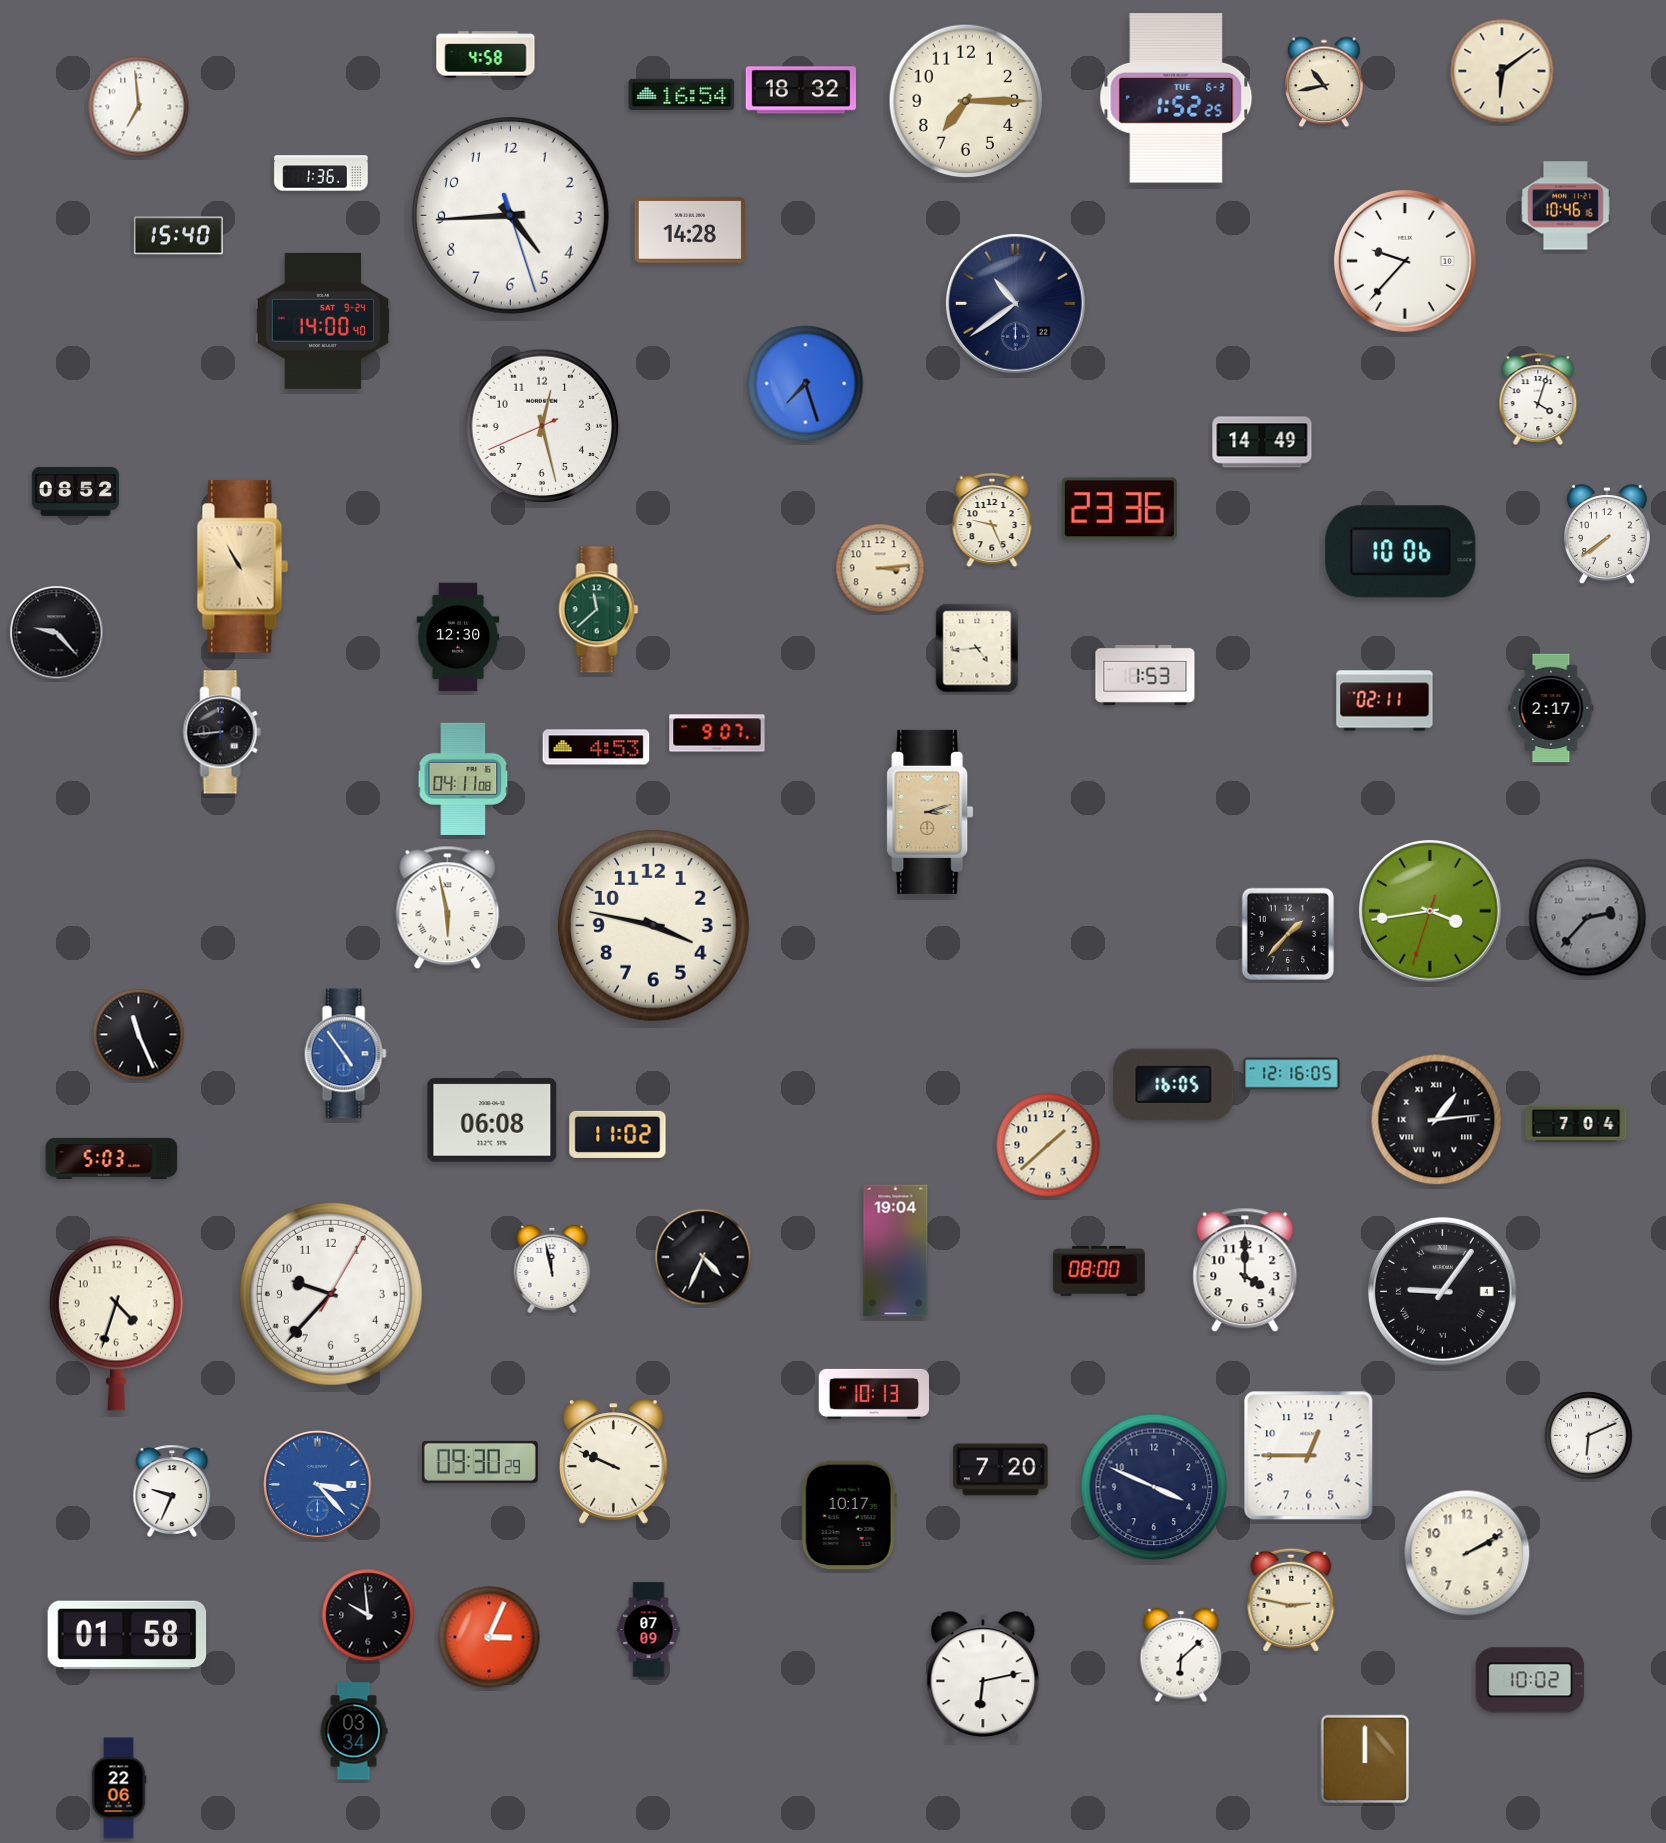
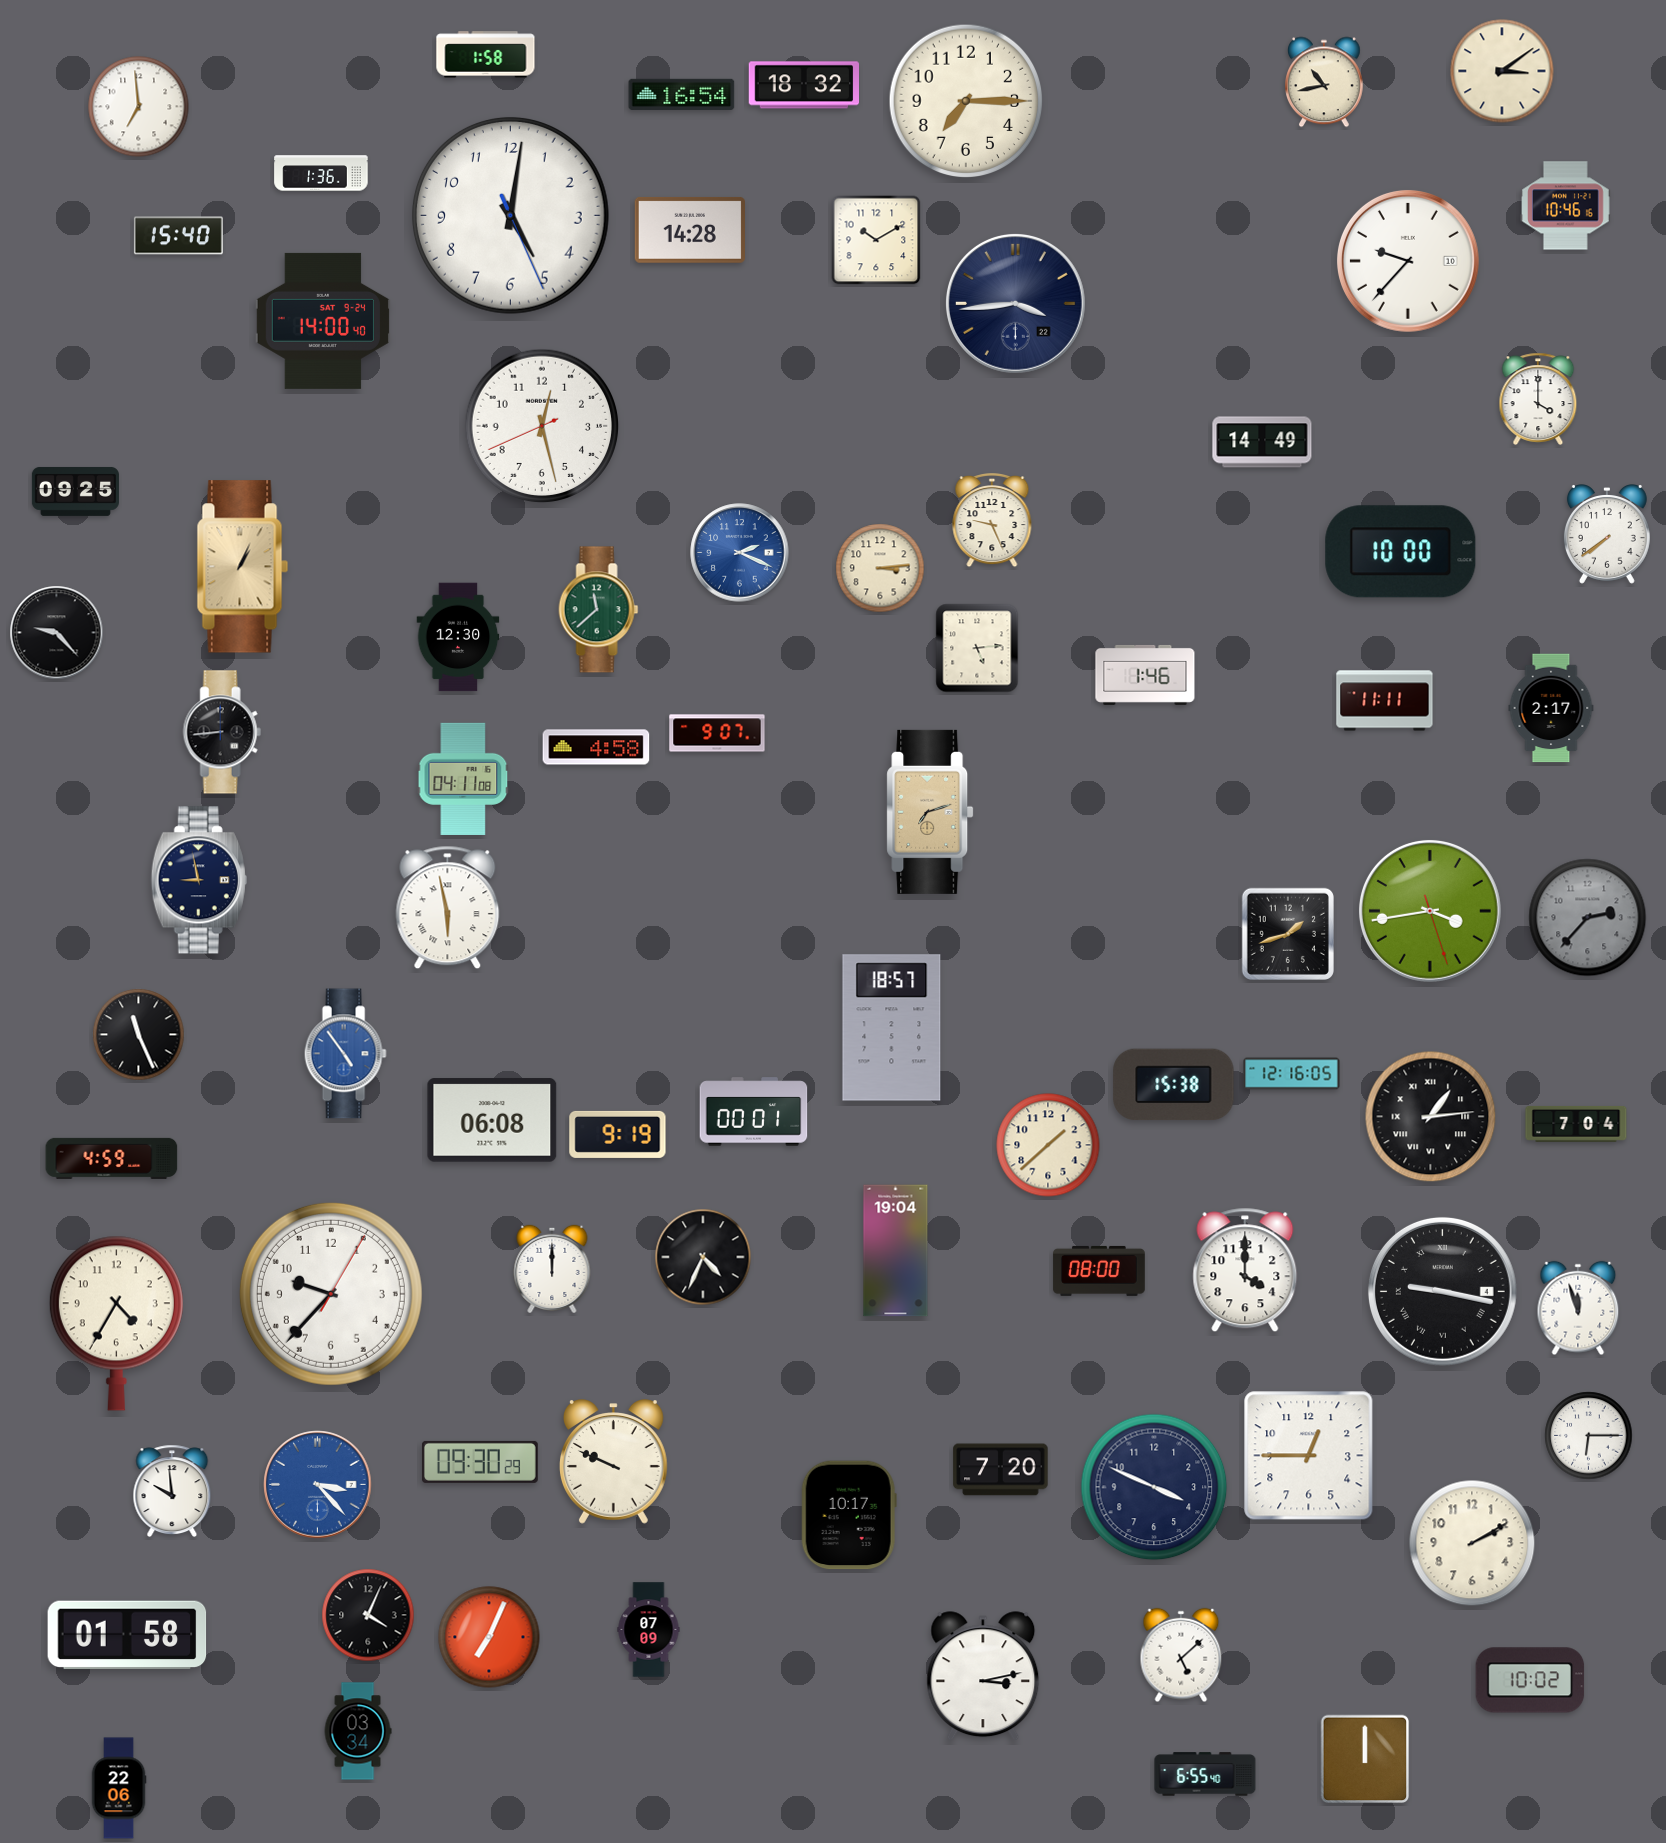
clock at (486, 55): 4:58 -> 1:58
clock at (1502, 71): 6:09 -> 3:09
clock at (800, 90) position: (800, 90) -> (803, 85)
clock at (1176, 98): 1:52 -> none
clock at (510, 215): 4:44 -> 5:01
clock at (876, 240): none -> 10:10
clock at (1405, 261) position: (1405, 261) -> (1408, 261)
clock at (1015, 303): 10:39 -> 3:44
clock at (806, 384): 7:27 -> none
clock at (1538, 399): 4:03 -> 4:00
clock at (75, 491): 08:52 -> 09:25
clock at (1119, 509): 23:36 -> none
clock at (1401, 552): 10:06 -> 10:00
clock at (740, 553): none -> 2:19
clock at (243, 567): 10:55 -> 1:04
clock at (977, 648): 4:44 -> 5:14
clock at (1145, 675): 1:53 -> 1:46
clock at (1385, 701): 02:11 -> 11:11
clock at (596, 747): 4:53 -> 4:58
clock at (930, 812): 3:12 -> 7:12
clock at (199, 880): none -> 8:58
clock at (1430, 911): 3:43:33 -> 3:43:27
clock at (653, 925): 3:47 -> none
clock at (1288, 934): 1:37 -> 1:42
clock at (892, 1028): none -> 18:57
clock at (1174, 1085): 16:05 -> 15:38
clock at (754, 1112): none -> 00:01
clock at (1437, 1120) position: (1437, 1120) -> (1431, 1117)
clock at (618, 1134): 11:02 -> 9:19
clock at (112, 1158): 5:03 -> 4:59
clock at (552, 1268): 11:58 -> 12:00
clock at (1442, 1291): 9:06 -> 9:17
clock at (1578, 1308): none -> 11:57
clock at (116, 1323): 4:33 -> 4:35
clock at (874, 1394): 10:13 -> none
clock at (1589, 1436): 6:11 -> 6:15
clock at (172, 1491): 9:34 -> 9:59
clock at (1467, 1553) position: (1467, 1553) -> (1472, 1543)
clock at (1291, 1600): 2:47 -> none
clock at (368, 1615): 9:59 -> 4:04
clock at (489, 1637): 3:04 -> 7:04
clock at (1181, 1655): 6:08 -> 5:08
clock at (983, 1677): 6:13 -> 3:13
clock at (354, 1731) position: (354, 1731) -> (358, 1731)
clock at (1205, 1774): none -> 6:55
